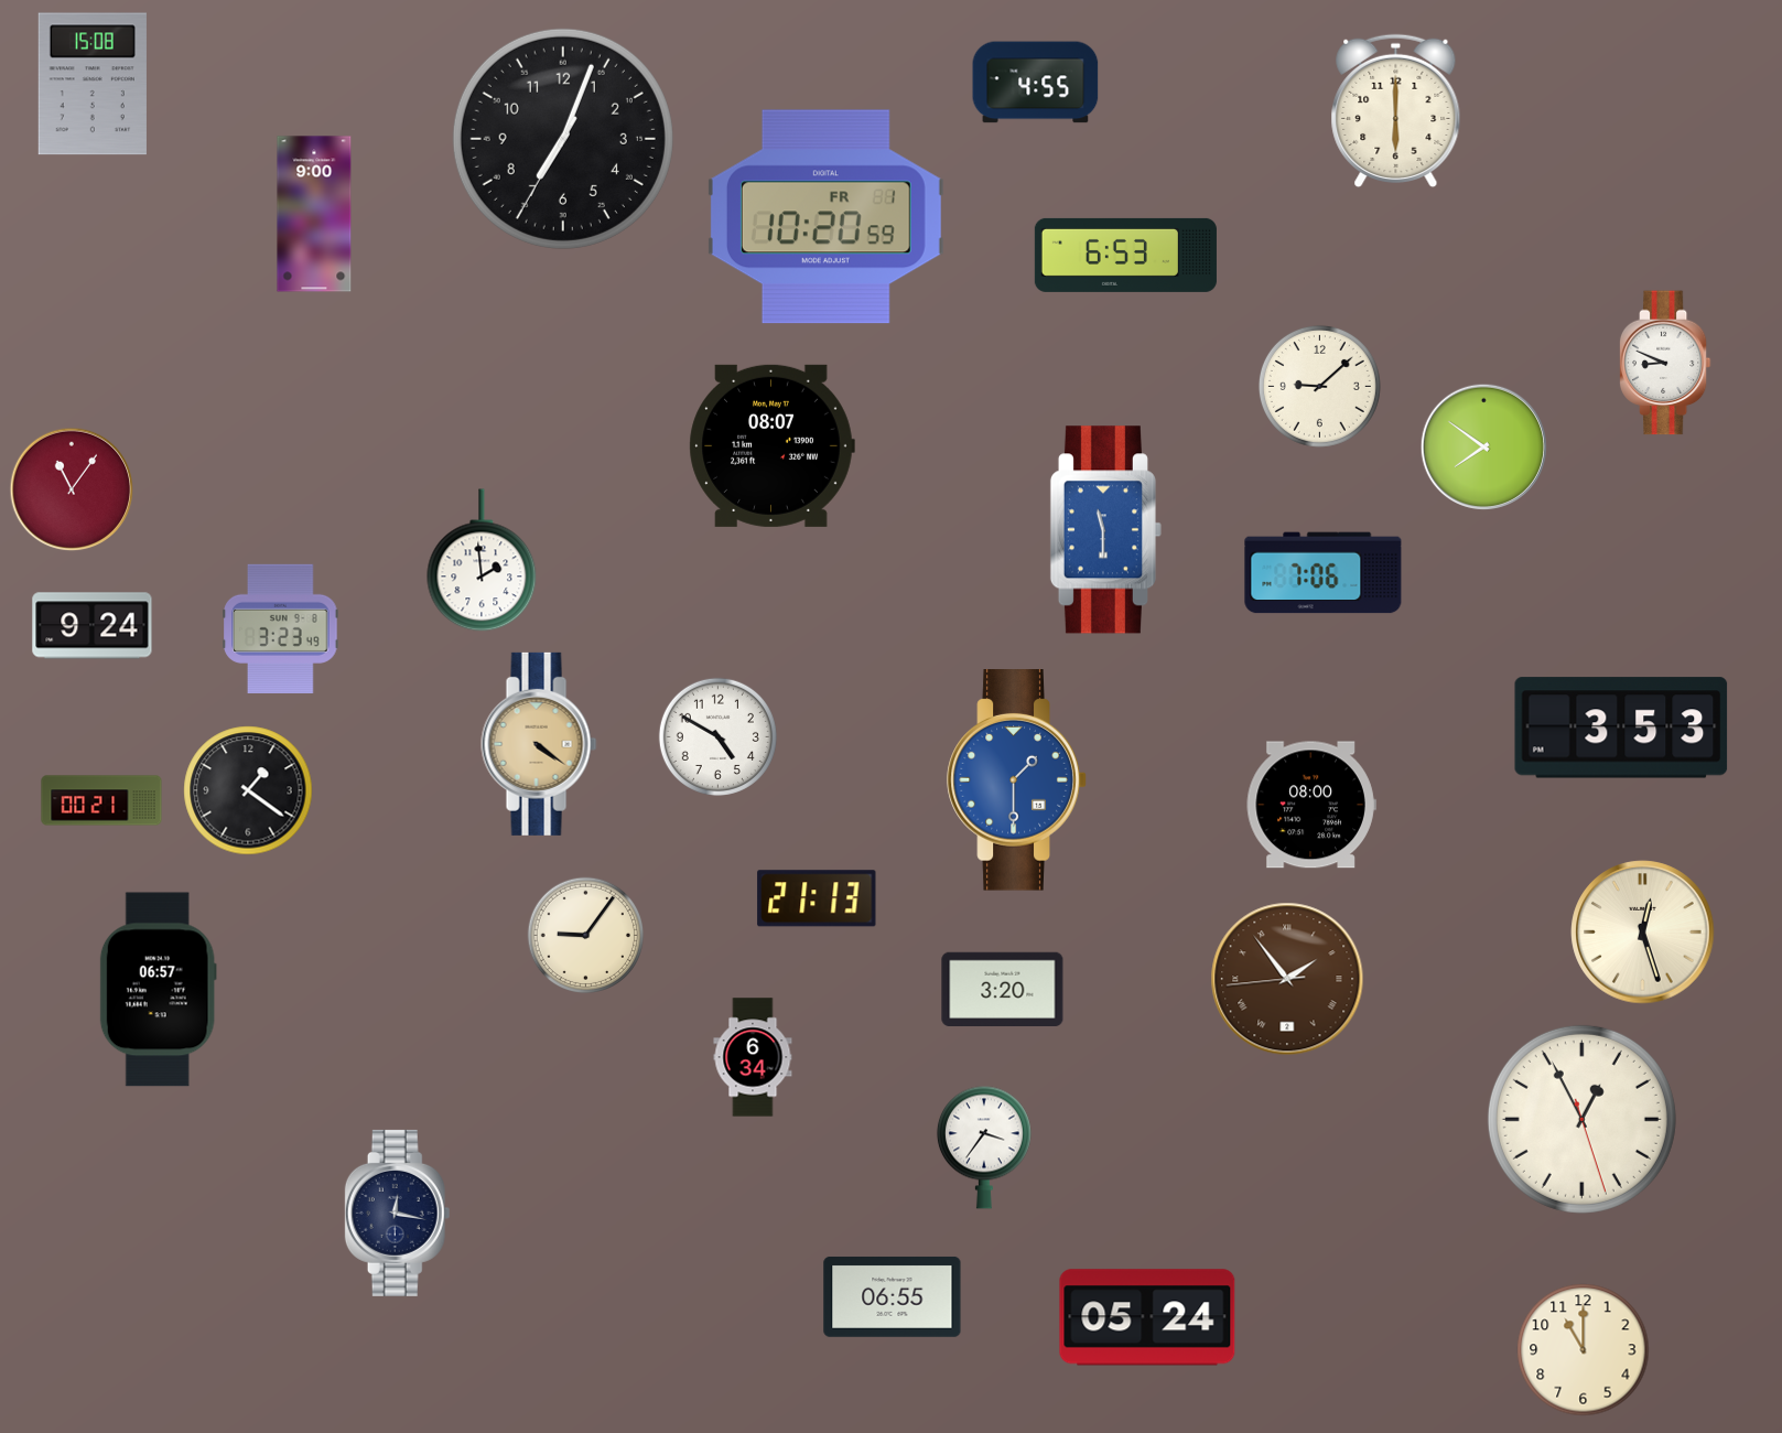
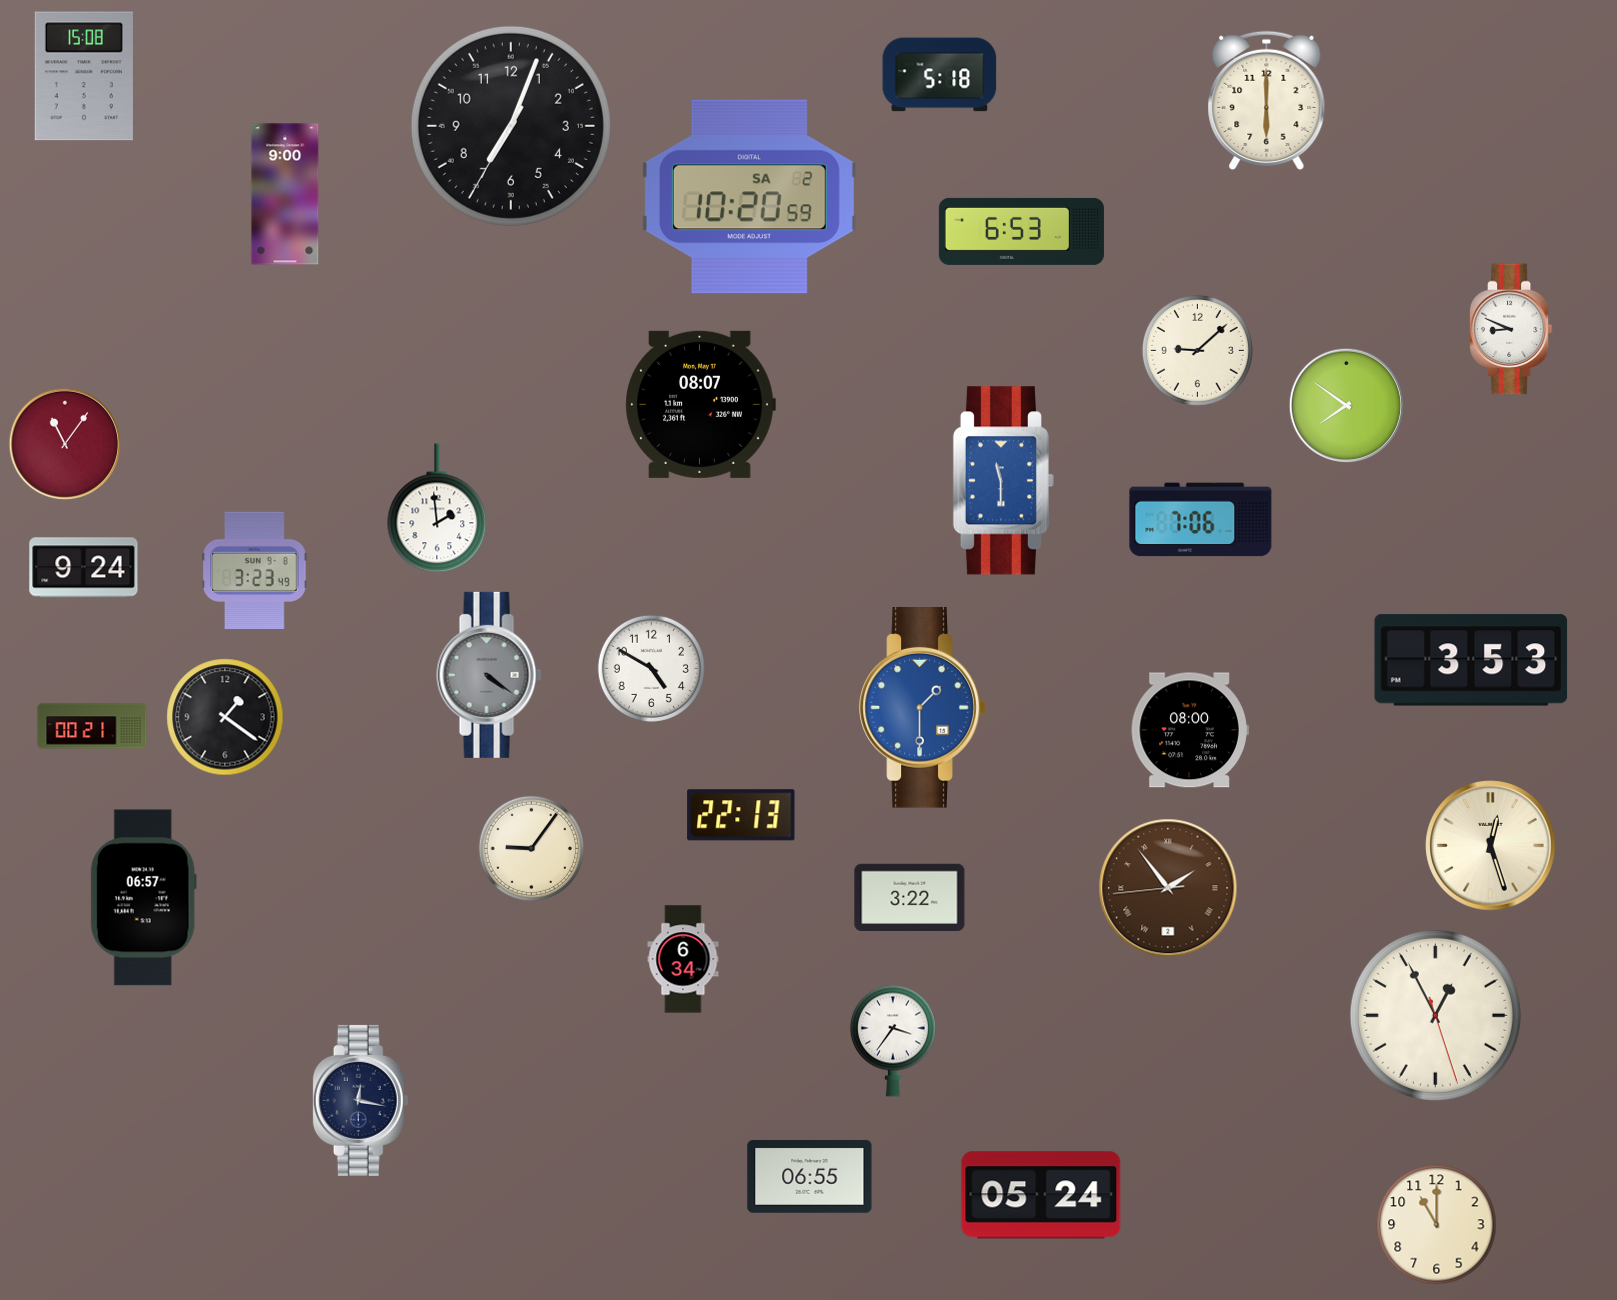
clock at (1036, 83): 4:55 -> 5:18
clock at (825, 217) date: FR 1 -> SA 2
clock at (539, 744) dial: champagne -> grey
clock at (817, 898): 21:13 -> 22:13
clock at (1003, 989): 3:20 -> 3:22
